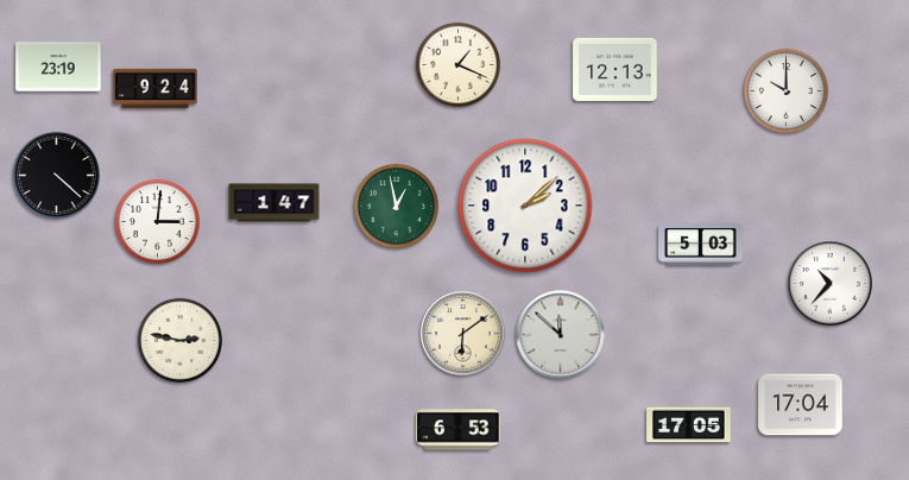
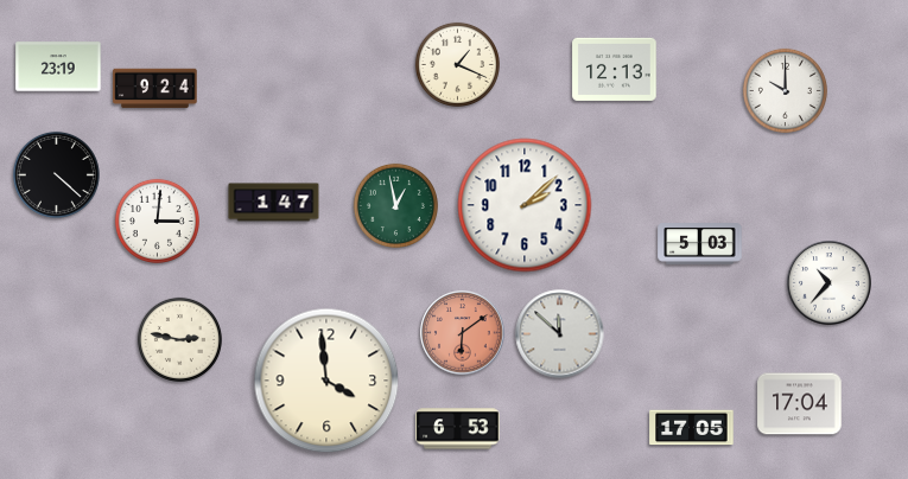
clock at (463, 334) dial: cream -> salmon
clock at (326, 381): none -> 3:59
clock at (689, 425) position: (689, 425) -> (692, 428)
